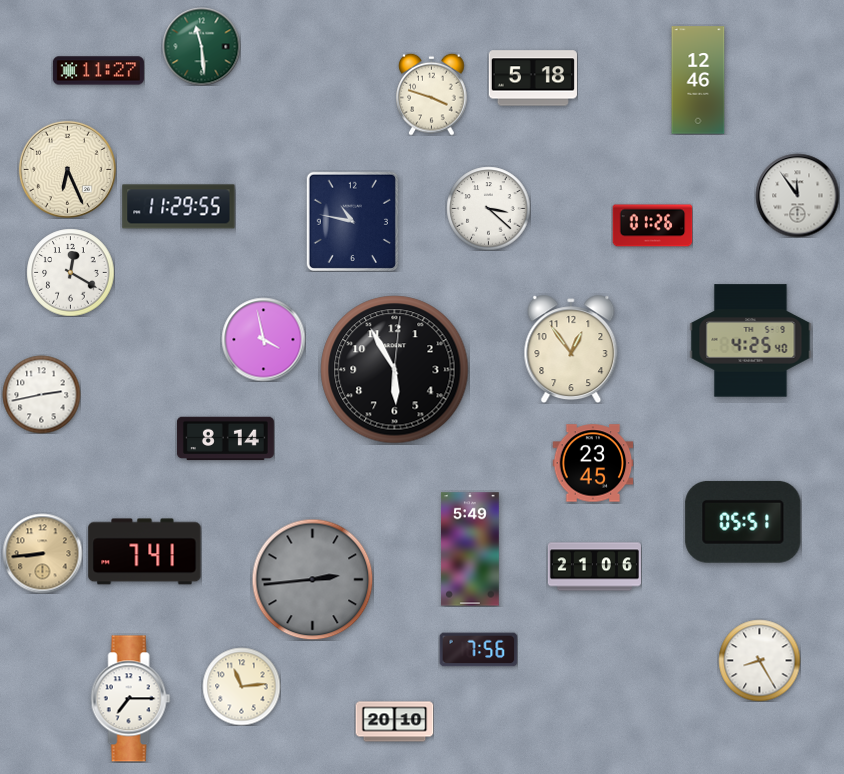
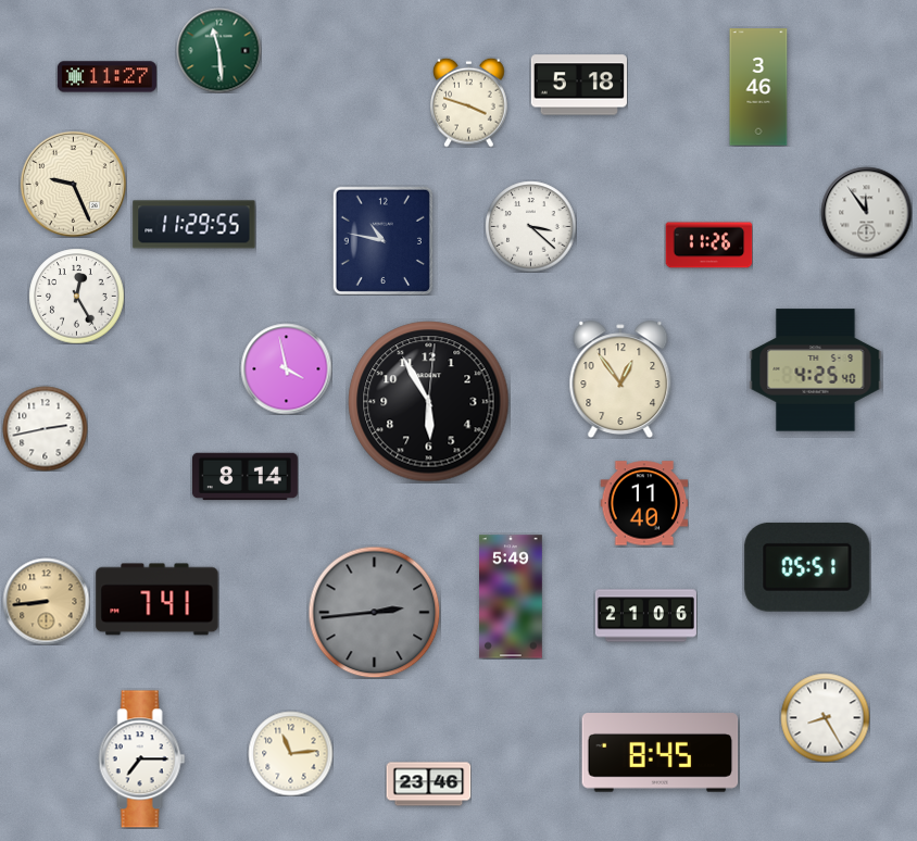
clock at (698, 80): 12:46 -> 3:46
clock at (67, 169): 6:26 -> 9:26
clock at (652, 226): 01:26 -> 11:26
clock at (70, 272): 12:20 -> 12:25
clock at (593, 463): 23:45 -> 11:40
clock at (312, 579) position: (312, 579) -> (374, 612)
clock at (478, 650): 7:56 -> none
clock at (241, 686) position: (241, 686) -> (290, 753)
clock at (661, 753): none -> 8:45
clock at (394, 722): 20:10 -> 23:46
